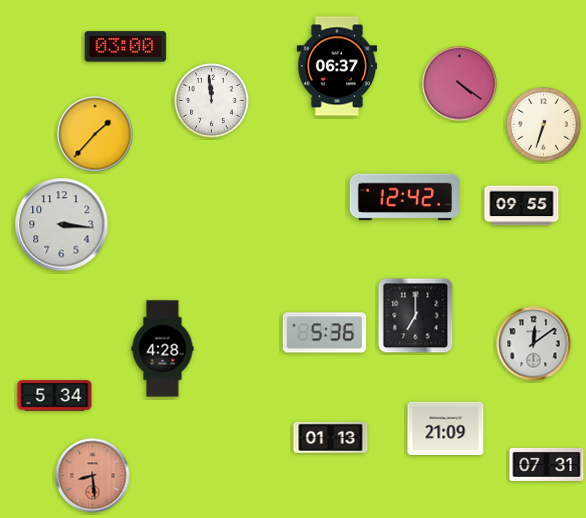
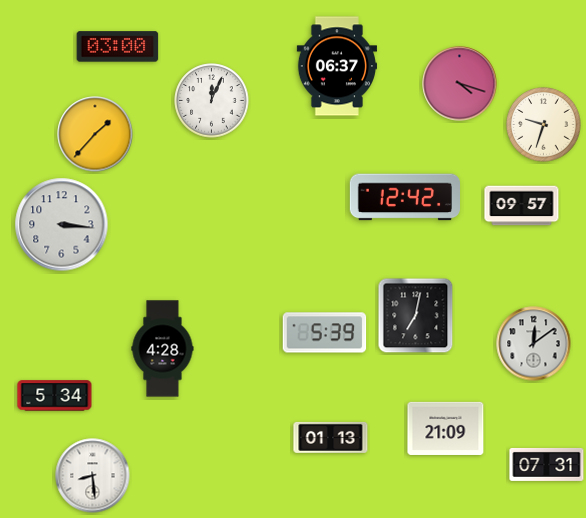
clock at (126, 47) position: (126, 47) -> (118, 47)
clock at (460, 84): 4:21 -> 4:18
clock at (212, 101): 11:59 -> 12:04
clock at (544, 125): 6:33 -> 9:33
clock at (522, 206): 09:55 -> 09:57
clock at (416, 316): 7:00 -> 7:02
clock at (325, 333): 5:36 -> 5:39
clock at (93, 476) dial: salmon -> white
